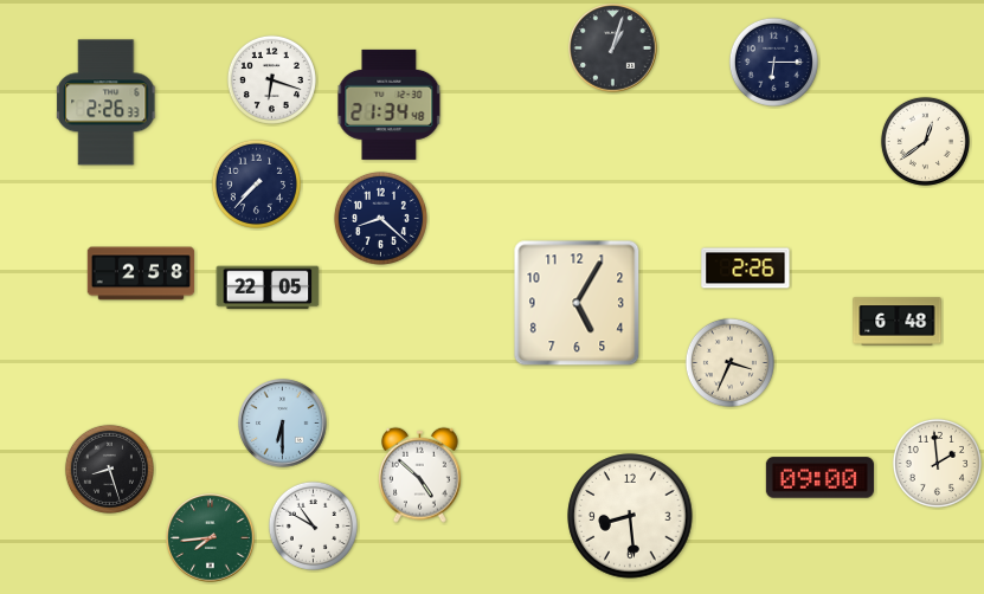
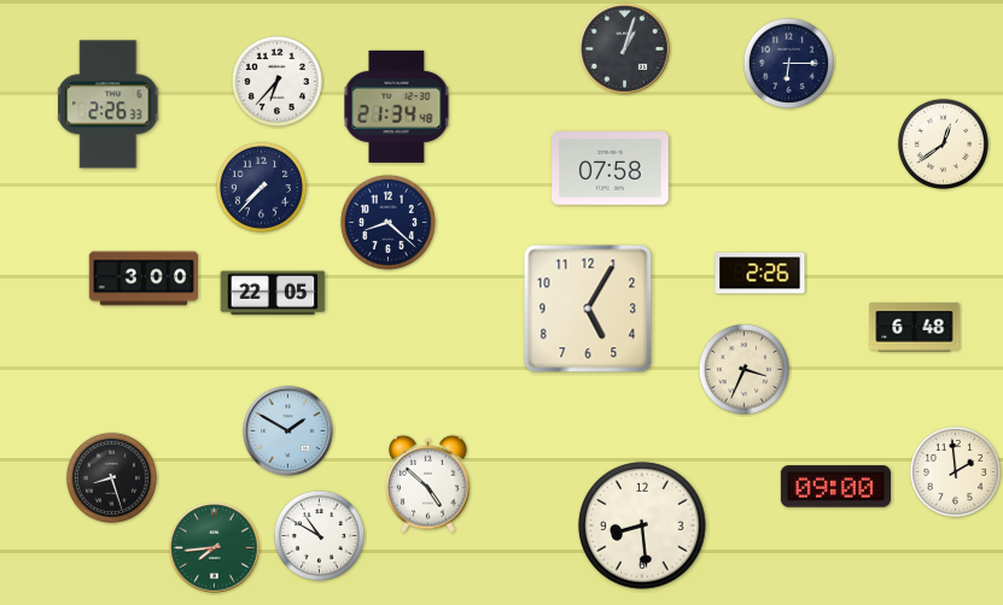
clock at (271, 79): 6:18 -> 6:37
clock at (611, 169): none -> 07:58
clock at (141, 273): 2:58 -> 3:00
clock at (283, 424): 6:30 -> 1:50
